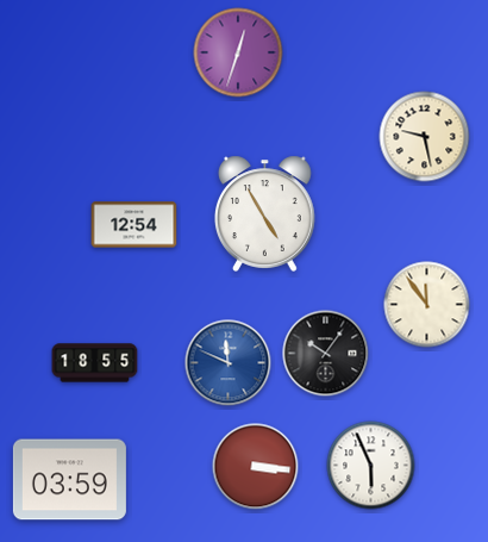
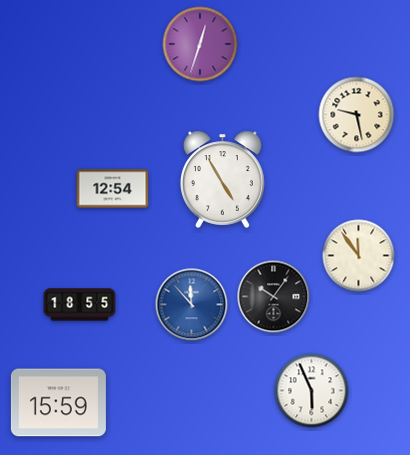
clock at (229, 363): 11:49 -> 11:53
clock at (256, 467): 3:16 -> none
clock at (69, 480): 03:59 -> 15:59
